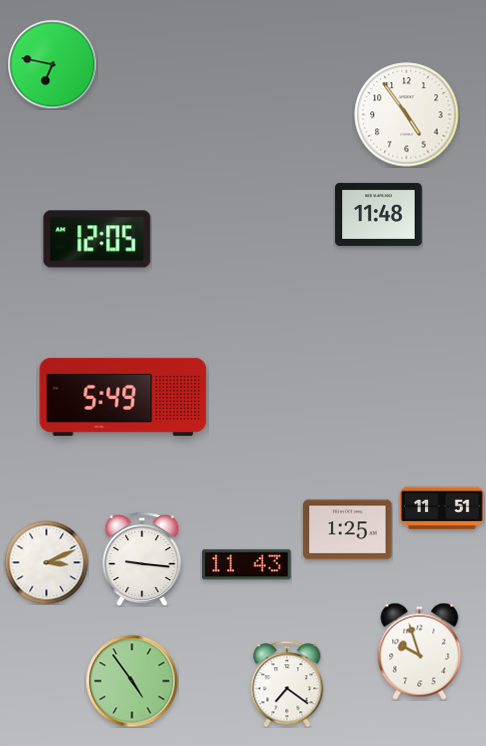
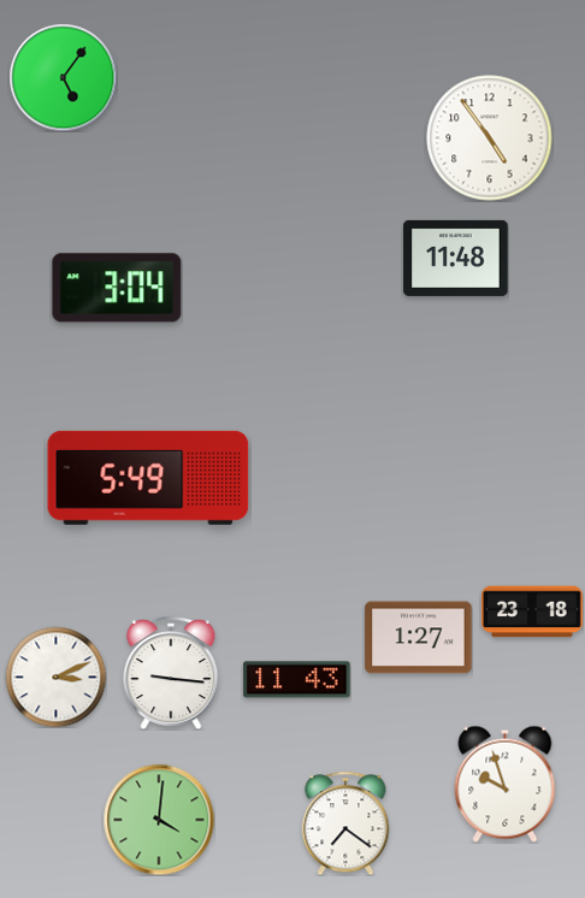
clock at (52, 64): 6:47 -> 5:06
clock at (97, 239): 12:05 -> 3:04
clock at (442, 508): 11:51 -> 23:18
clock at (348, 530): 1:25 -> 1:27
clock at (132, 681): 4:54 -> 4:01
